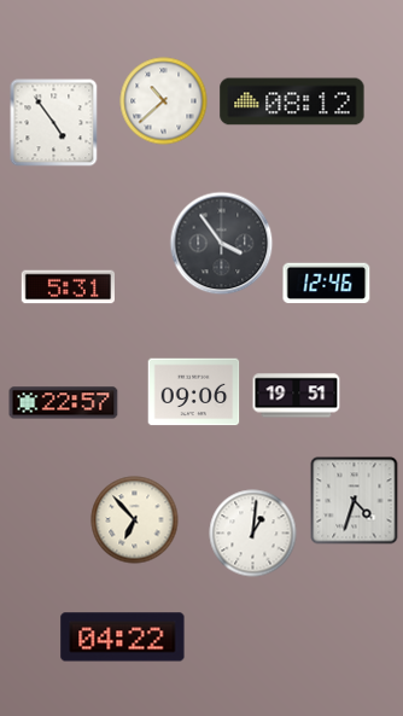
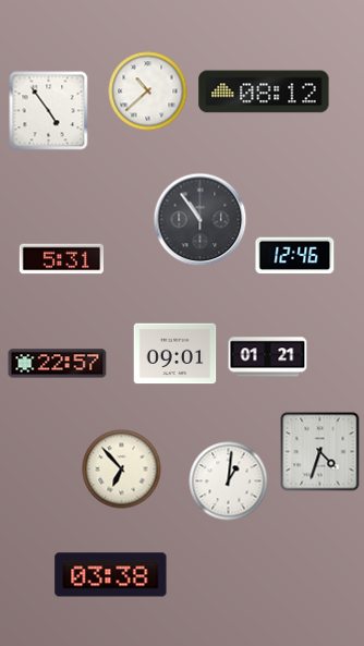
clock at (222, 244): 3:54 -> 10:54
clock at (194, 392): 09:06 -> 09:01
clock at (297, 396): 19:51 -> 01:21
clock at (123, 638): 04:22 -> 03:38
